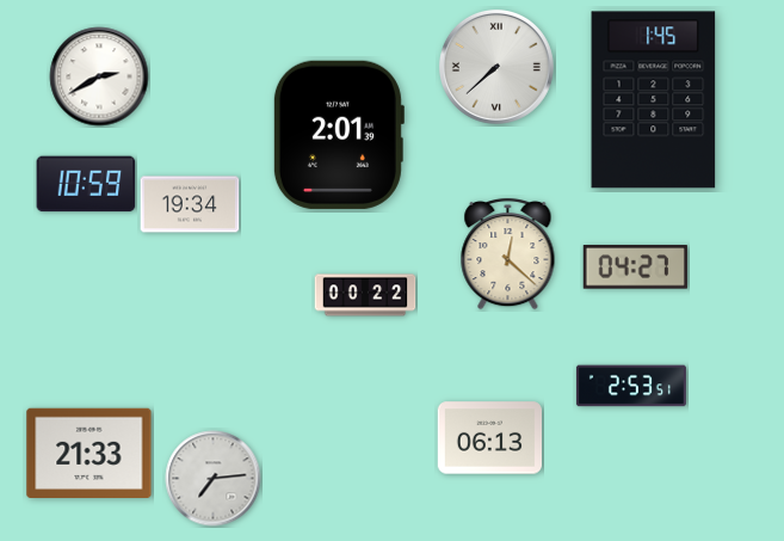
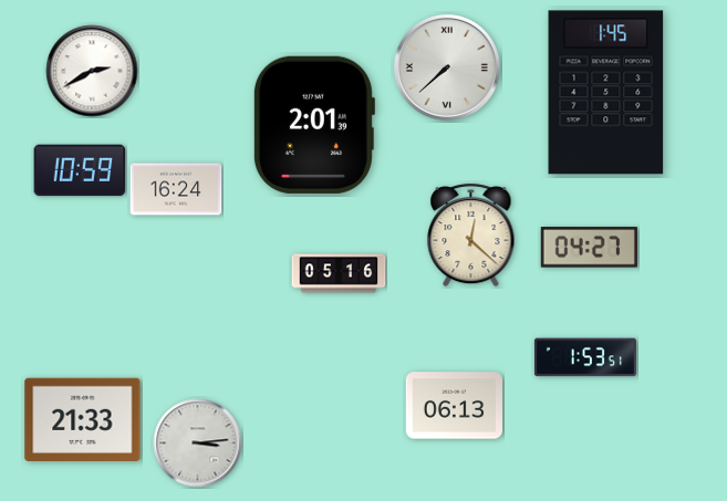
clock at (496, 67) position: (496, 67) -> (447, 67)
clock at (190, 204): 19:34 -> 16:24
clock at (365, 295): 00:22 -> 05:16
clock at (631, 386): 2:53 -> 1:53
clock at (214, 479): 7:14 -> 3:14
